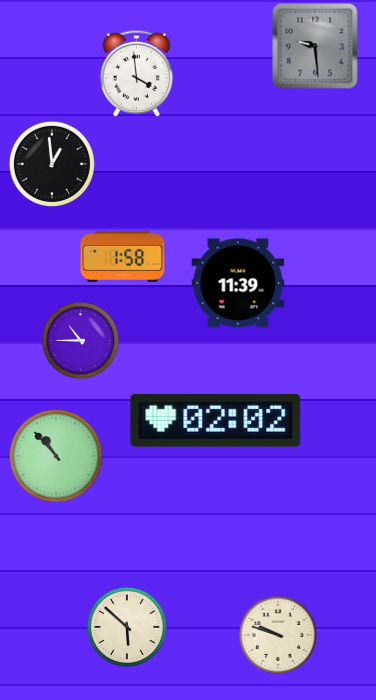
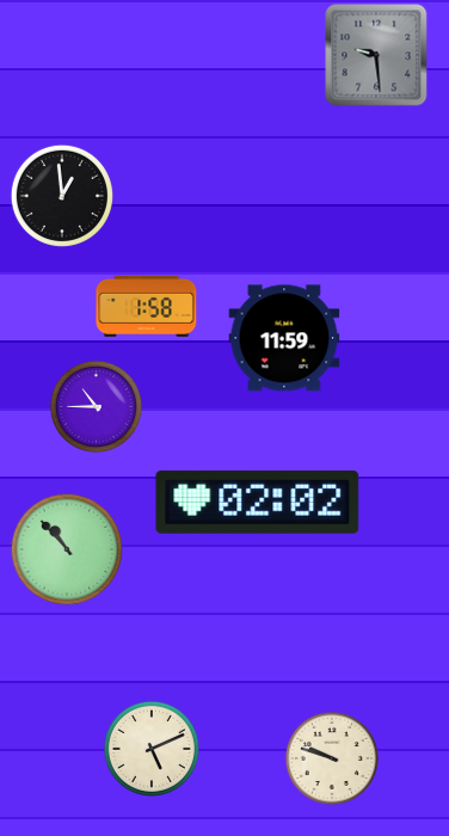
clock at (136, 73): 3:59 -> none
clock at (238, 283): 11:39 -> 11:59
clock at (56, 456) position: (56, 456) -> (67, 549)
clock at (127, 627): 5:52 -> 5:11
